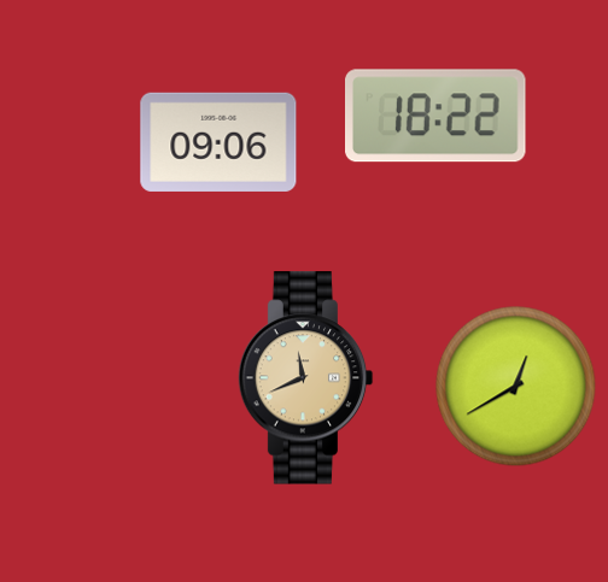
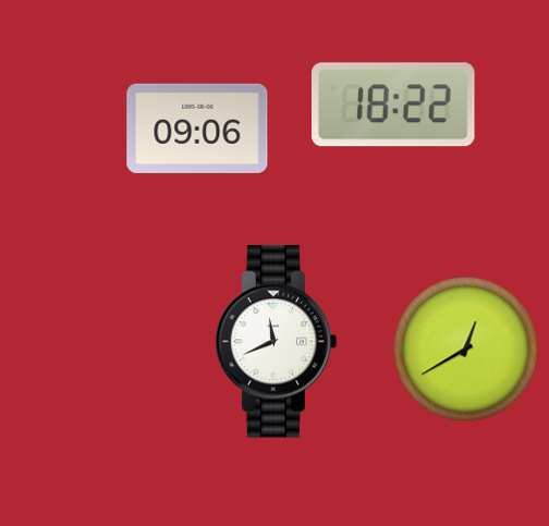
clock at (306, 378) dial: champagne -> white
